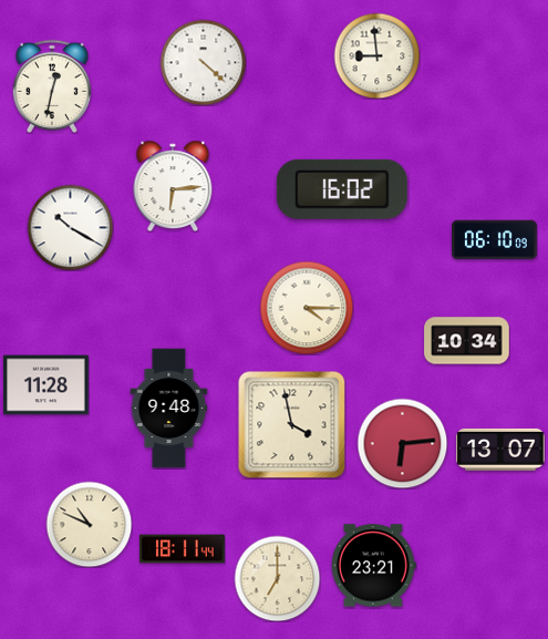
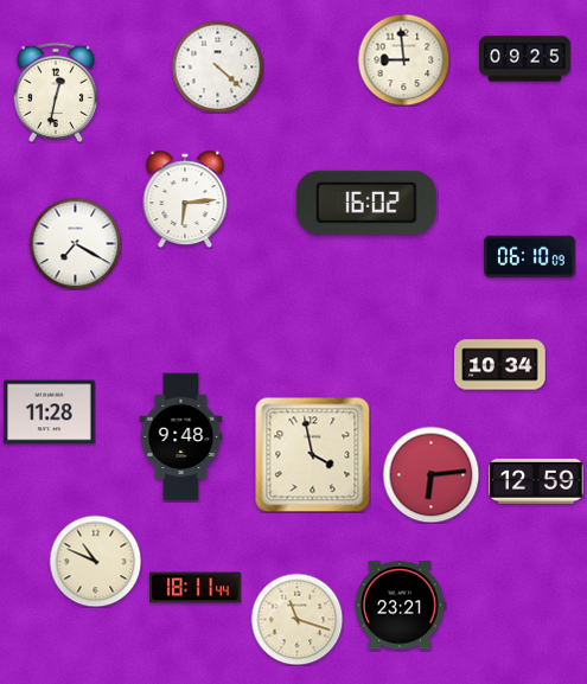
clock at (525, 59): none -> 09:25
clock at (70, 227): 10:20 -> 7:20
clock at (307, 308): 4:15 -> none
clock at (500, 450): 13:07 -> 12:59
clock at (277, 578): 7:00 -> 11:18
